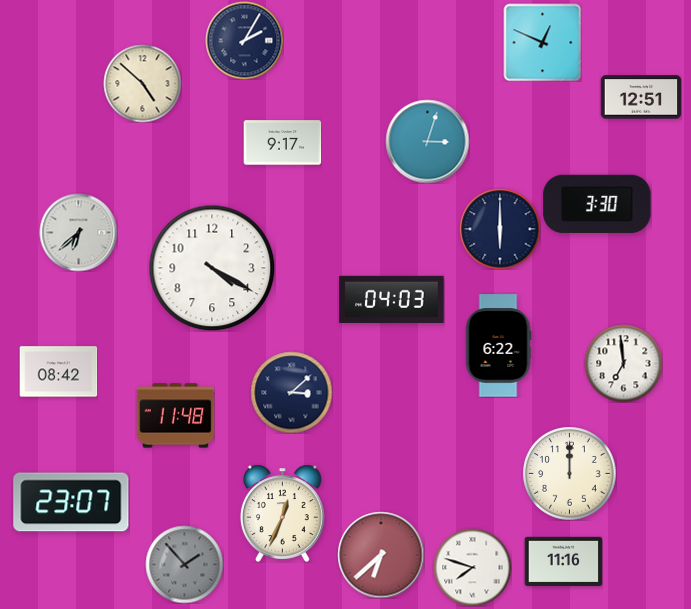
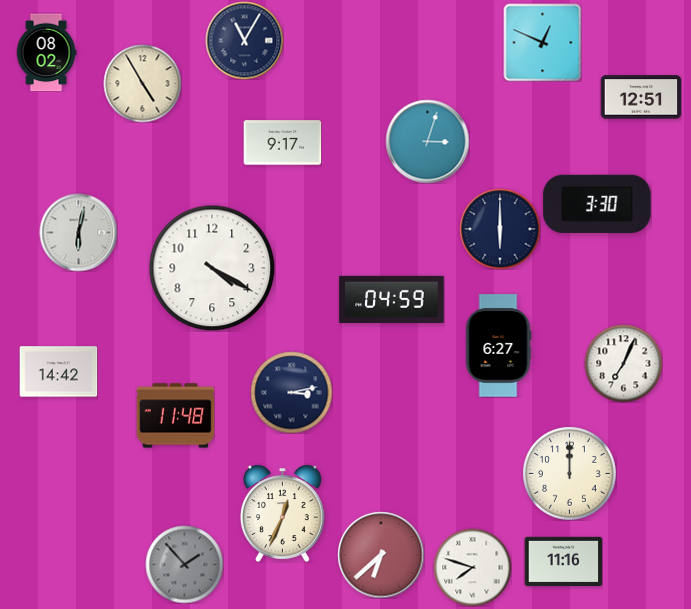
clock at (244, 40): 2:05 -> 11:05
clock at (46, 52): none -> 08:02
clock at (142, 83): 4:52 -> 4:55
clock at (78, 232): 6:38 -> 6:02
clock at (392, 299): 04:03 -> 04:59
clock at (498, 346): 6:22 -> 6:27
clock at (623, 363): 6:59 -> 7:04
clock at (58, 372): 08:42 -> 14:42
clock at (291, 392): 3:08 -> 3:13
clock at (71, 502): 23:07 -> none
